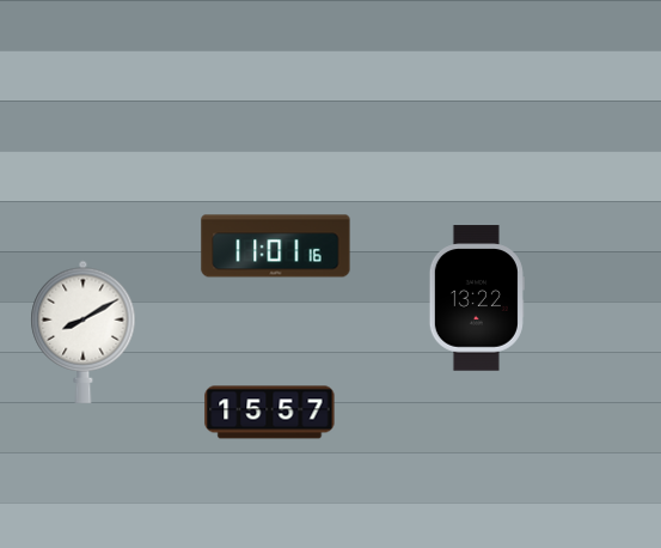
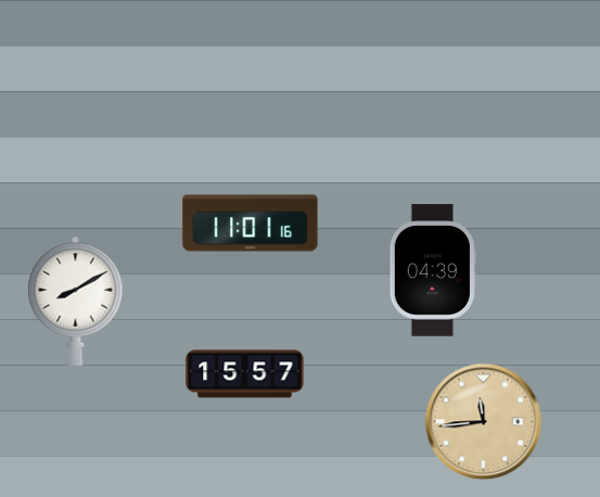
clock at (477, 298): 13:22 -> 04:39
clock at (484, 422): none -> 11:44
